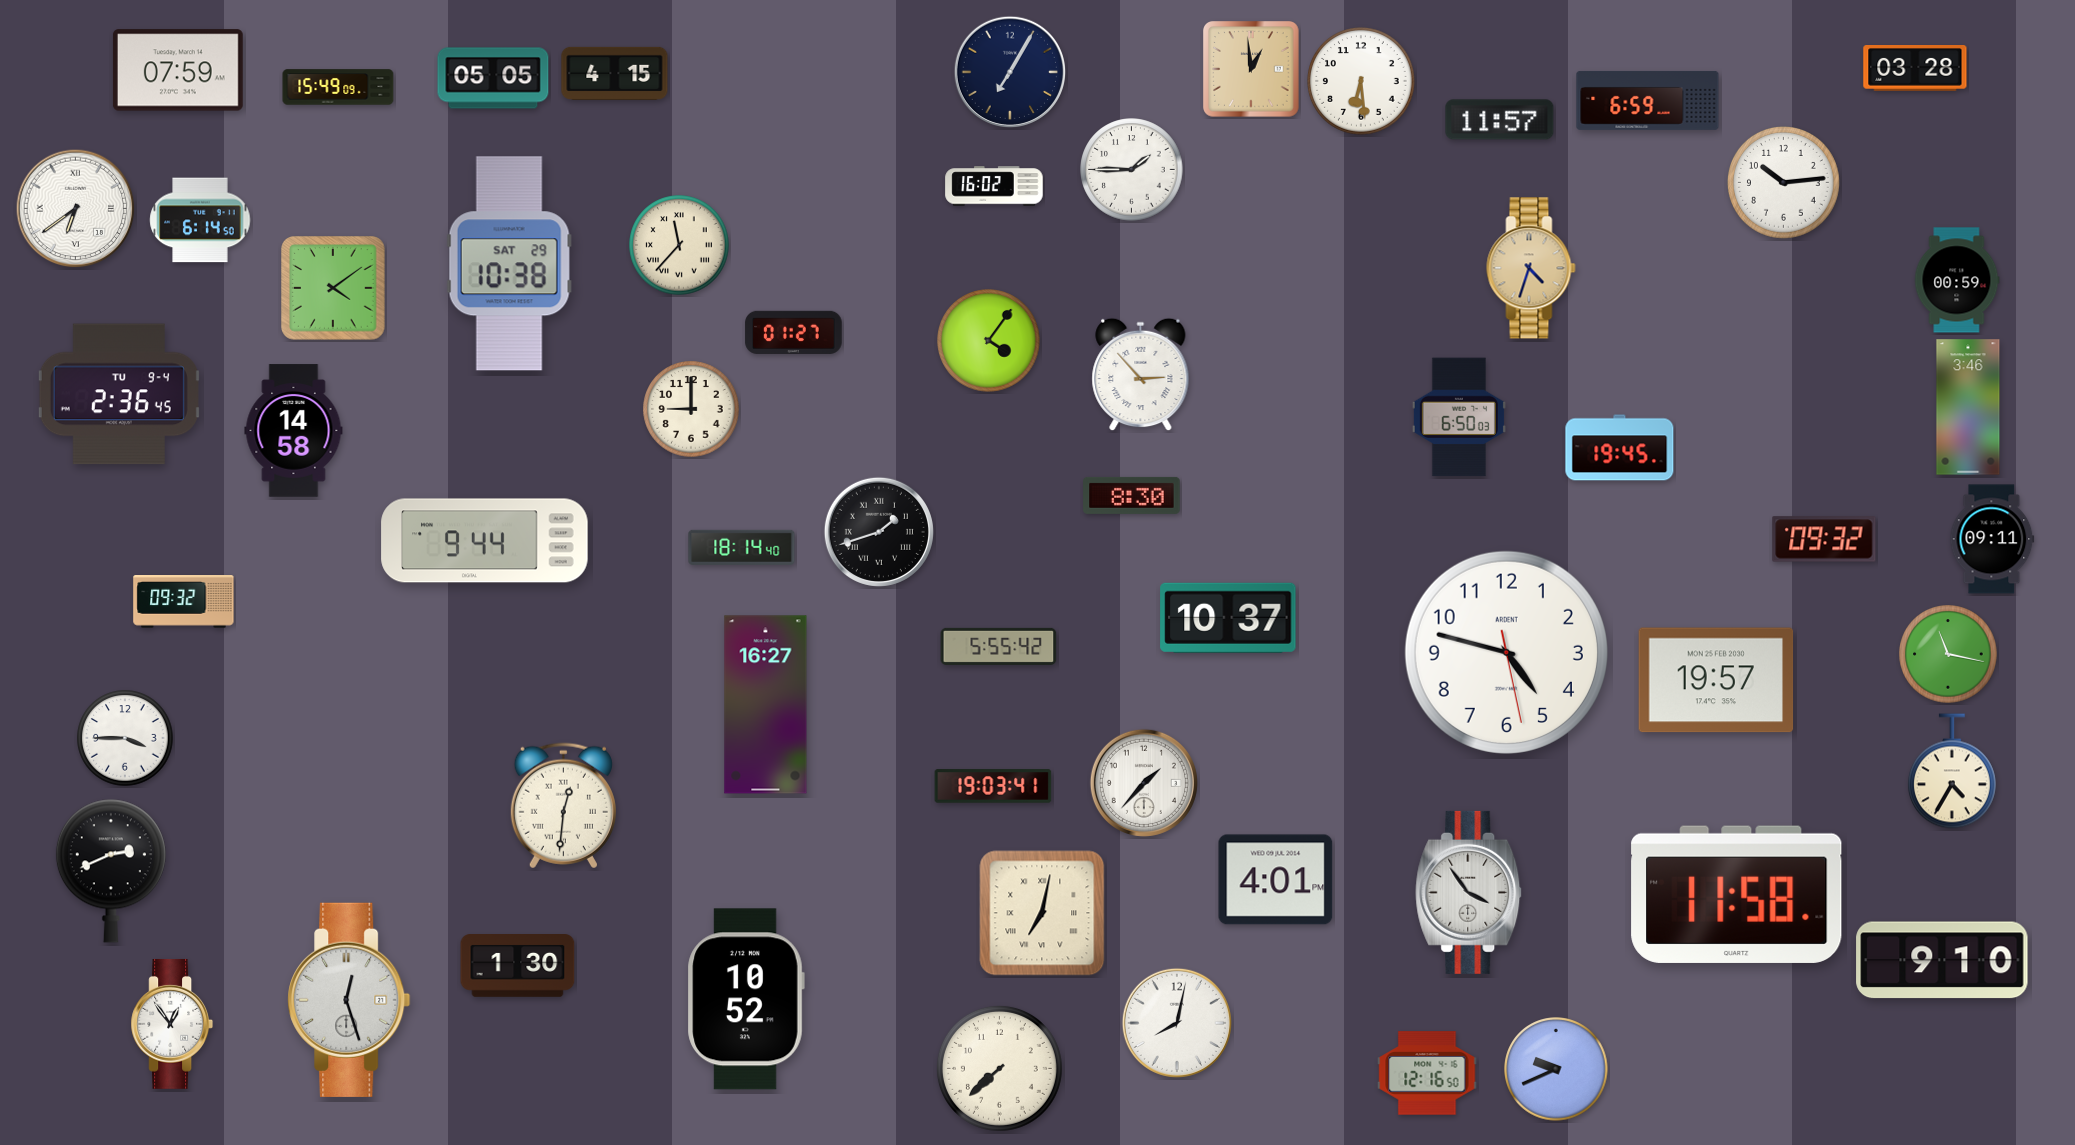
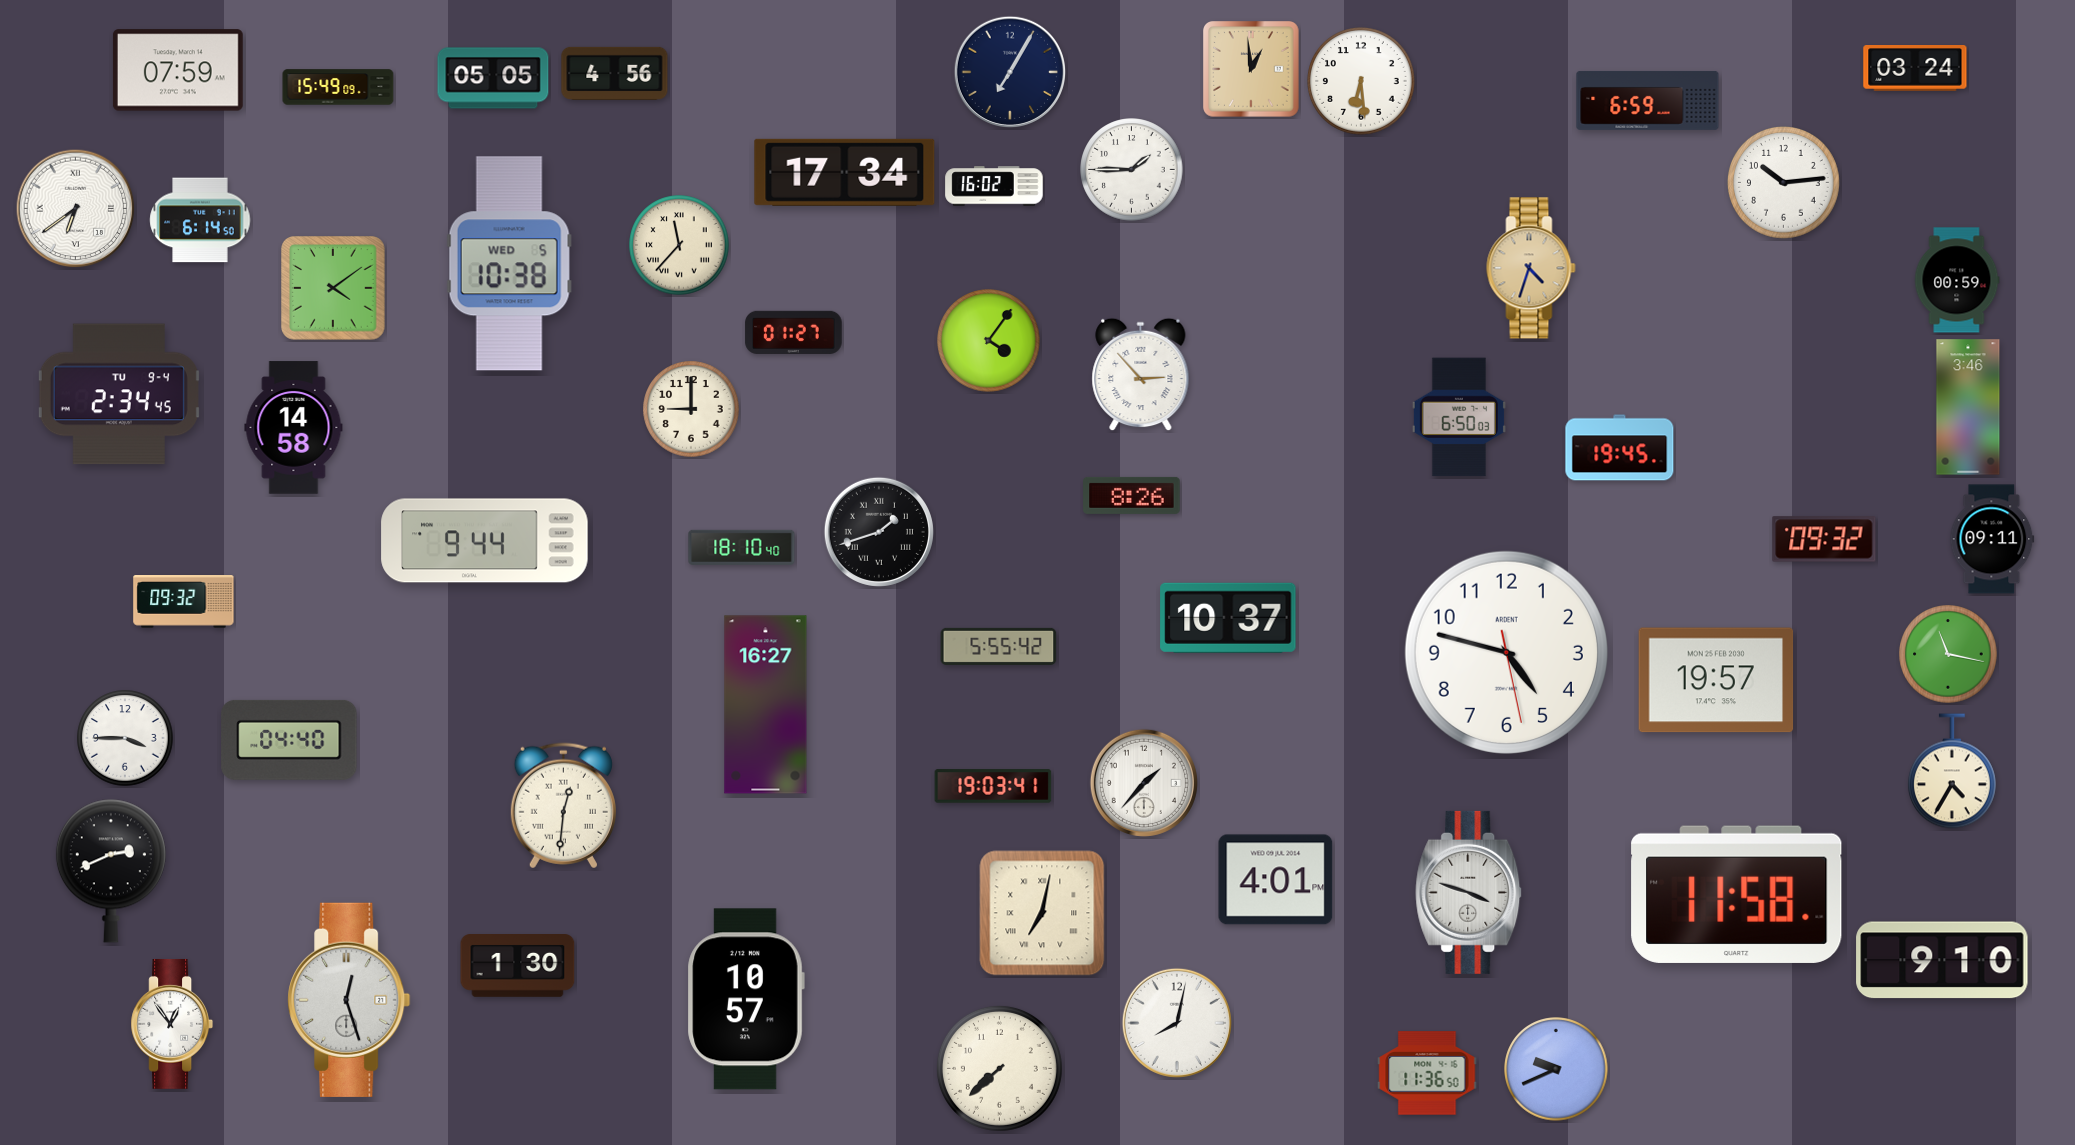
clock at (1915, 68): 03:28 -> 03:24
clock at (615, 73): 4:15 -> 4:56
clock at (1500, 120): 11:57 -> none
clock at (845, 172): none -> 17:34
clock at (509, 264) date: SAT 29 -> WED 5
clock at (119, 394): 2:36 -> 2:34
clock at (294, 431) position: (294, 431) -> (294, 428)
clock at (1132, 495): 8:30 -> 8:26
clock at (742, 547): 18:14 -> 18:10
clock at (289, 740): none -> 04:40
clock at (1469, 892): 3:54 -> 3:48
clock at (746, 999): 10:52 -> 10:57
clock at (1427, 1073): 12:16 -> 11:36
